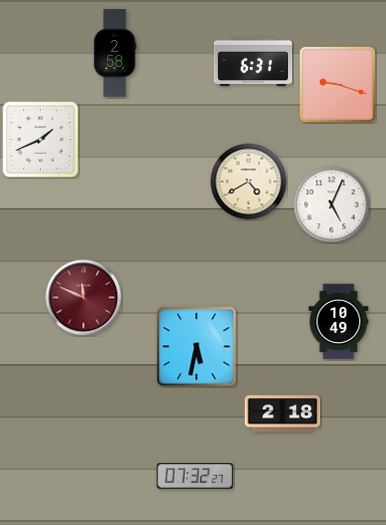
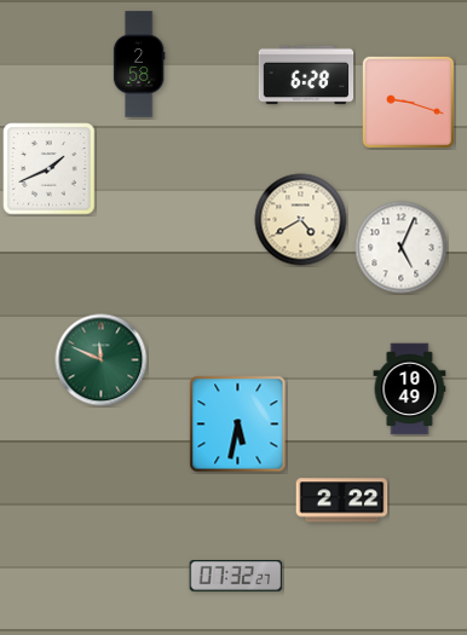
clock at (253, 62): 6:31 -> 6:28
clock at (84, 298) dial: burgundy -> green
clock at (197, 347) position: (197, 347) -> (238, 425)
clock at (283, 414): 2:18 -> 2:22
